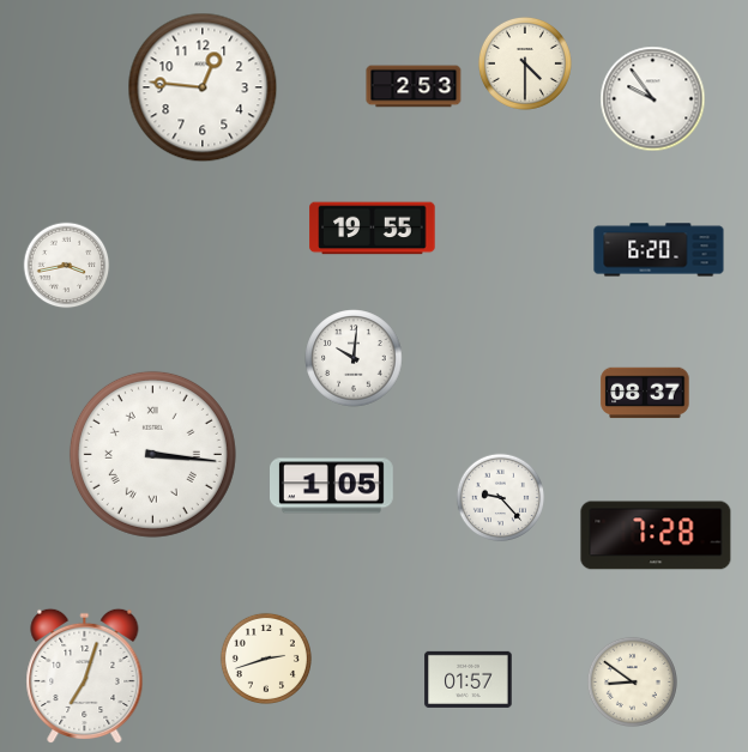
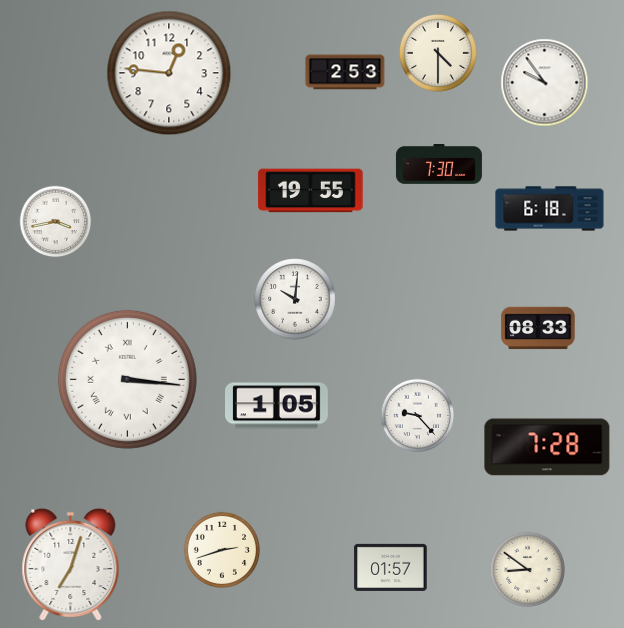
clock at (439, 164): none -> 7:30
clock at (659, 250): 6:20 -> 6:18
clock at (645, 393): 08:37 -> 08:33
